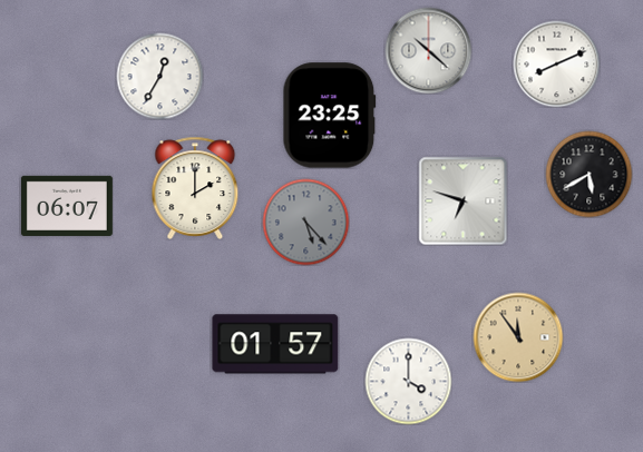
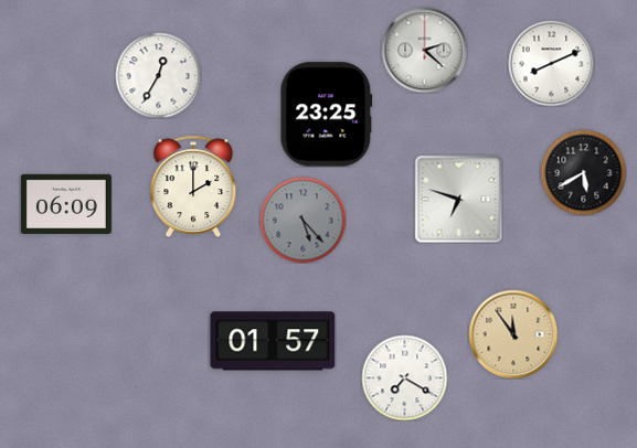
clock at (428, 50): 10:22 -> 2:22
clock at (67, 206): 06:07 -> 06:09
clock at (408, 381): 4:00 -> 7:20
